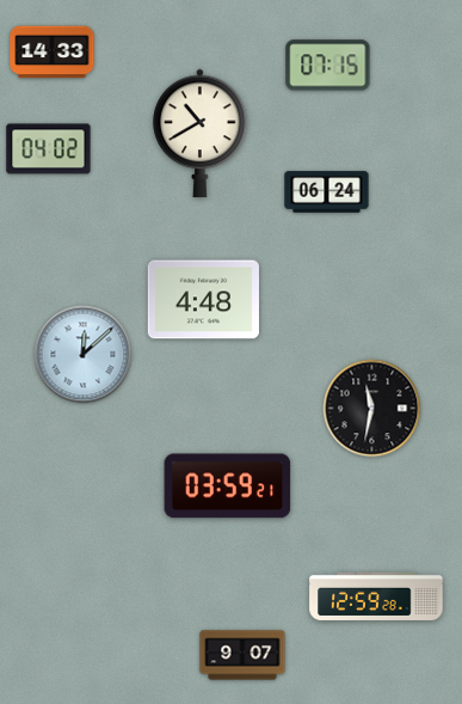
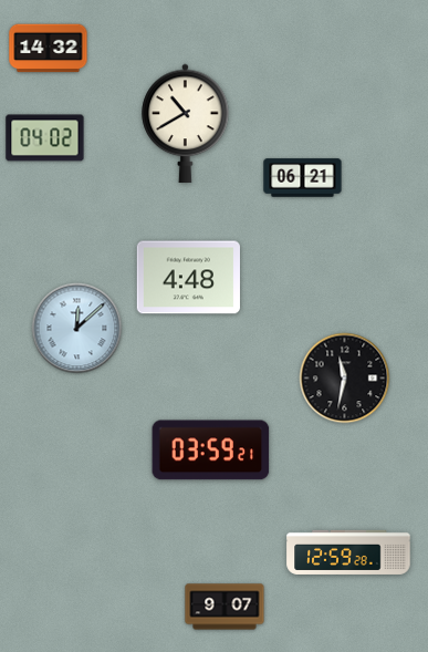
clock at (53, 53): 14:33 -> 14:32
clock at (328, 66): 07:15 -> none
clock at (327, 192): 06:24 -> 06:21
